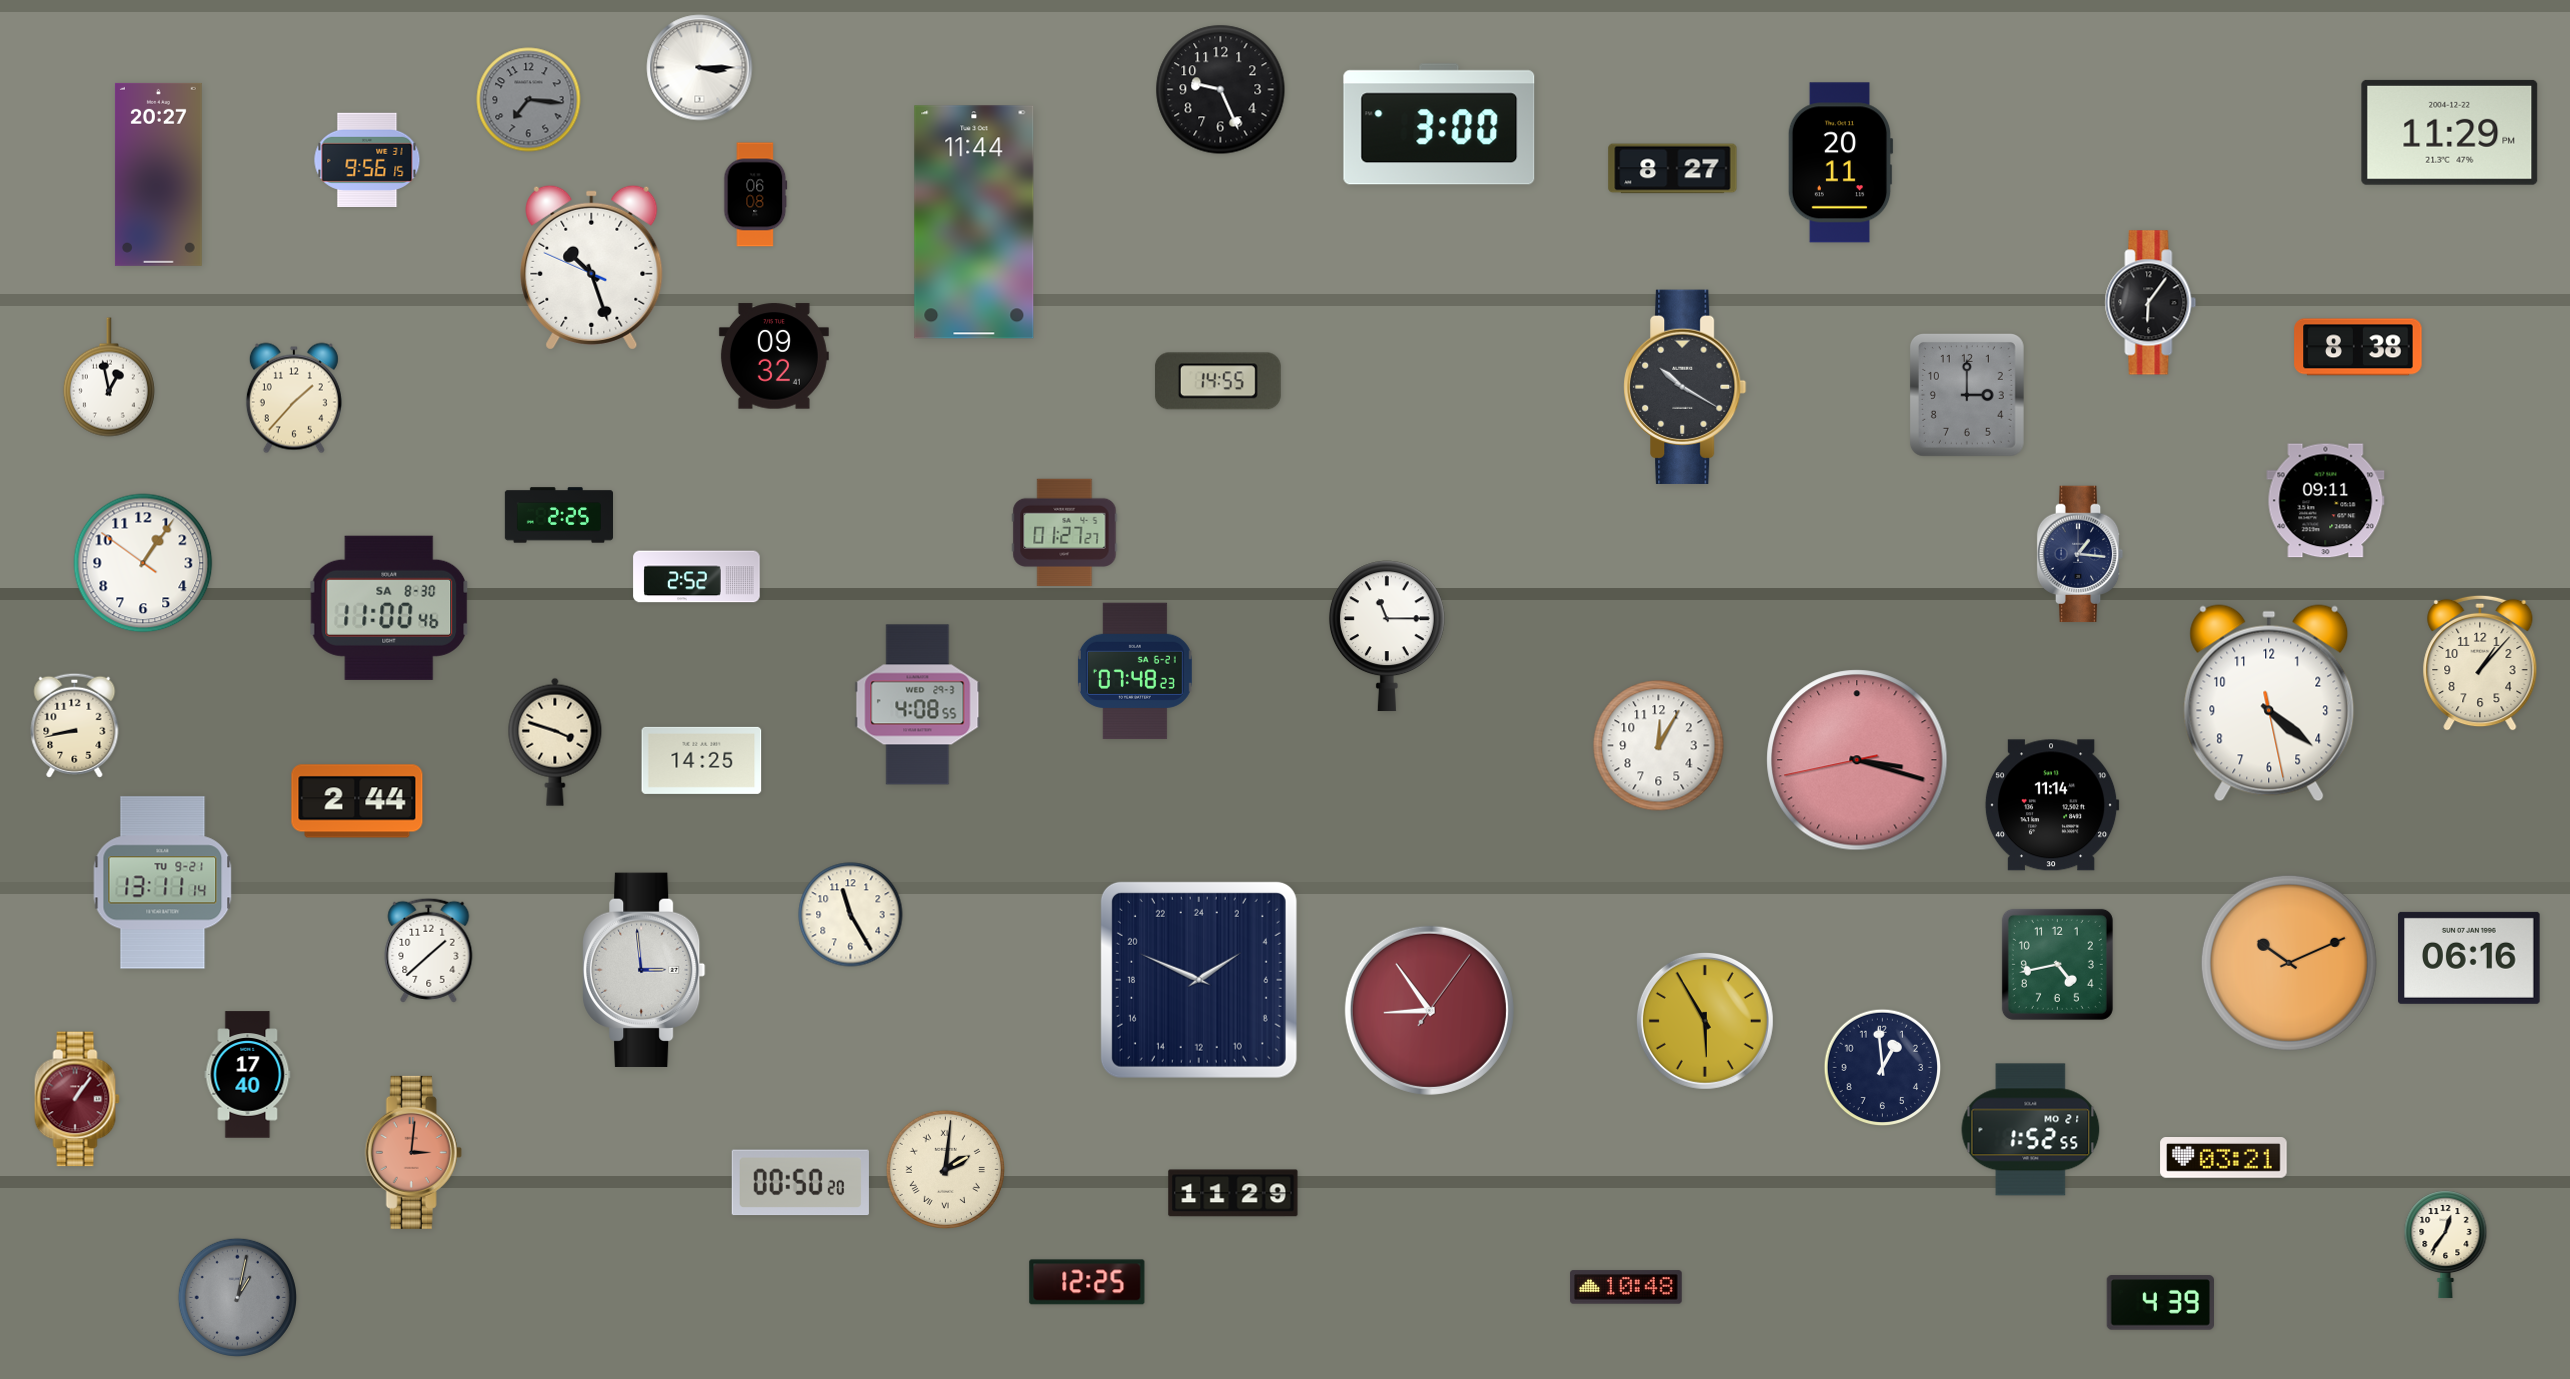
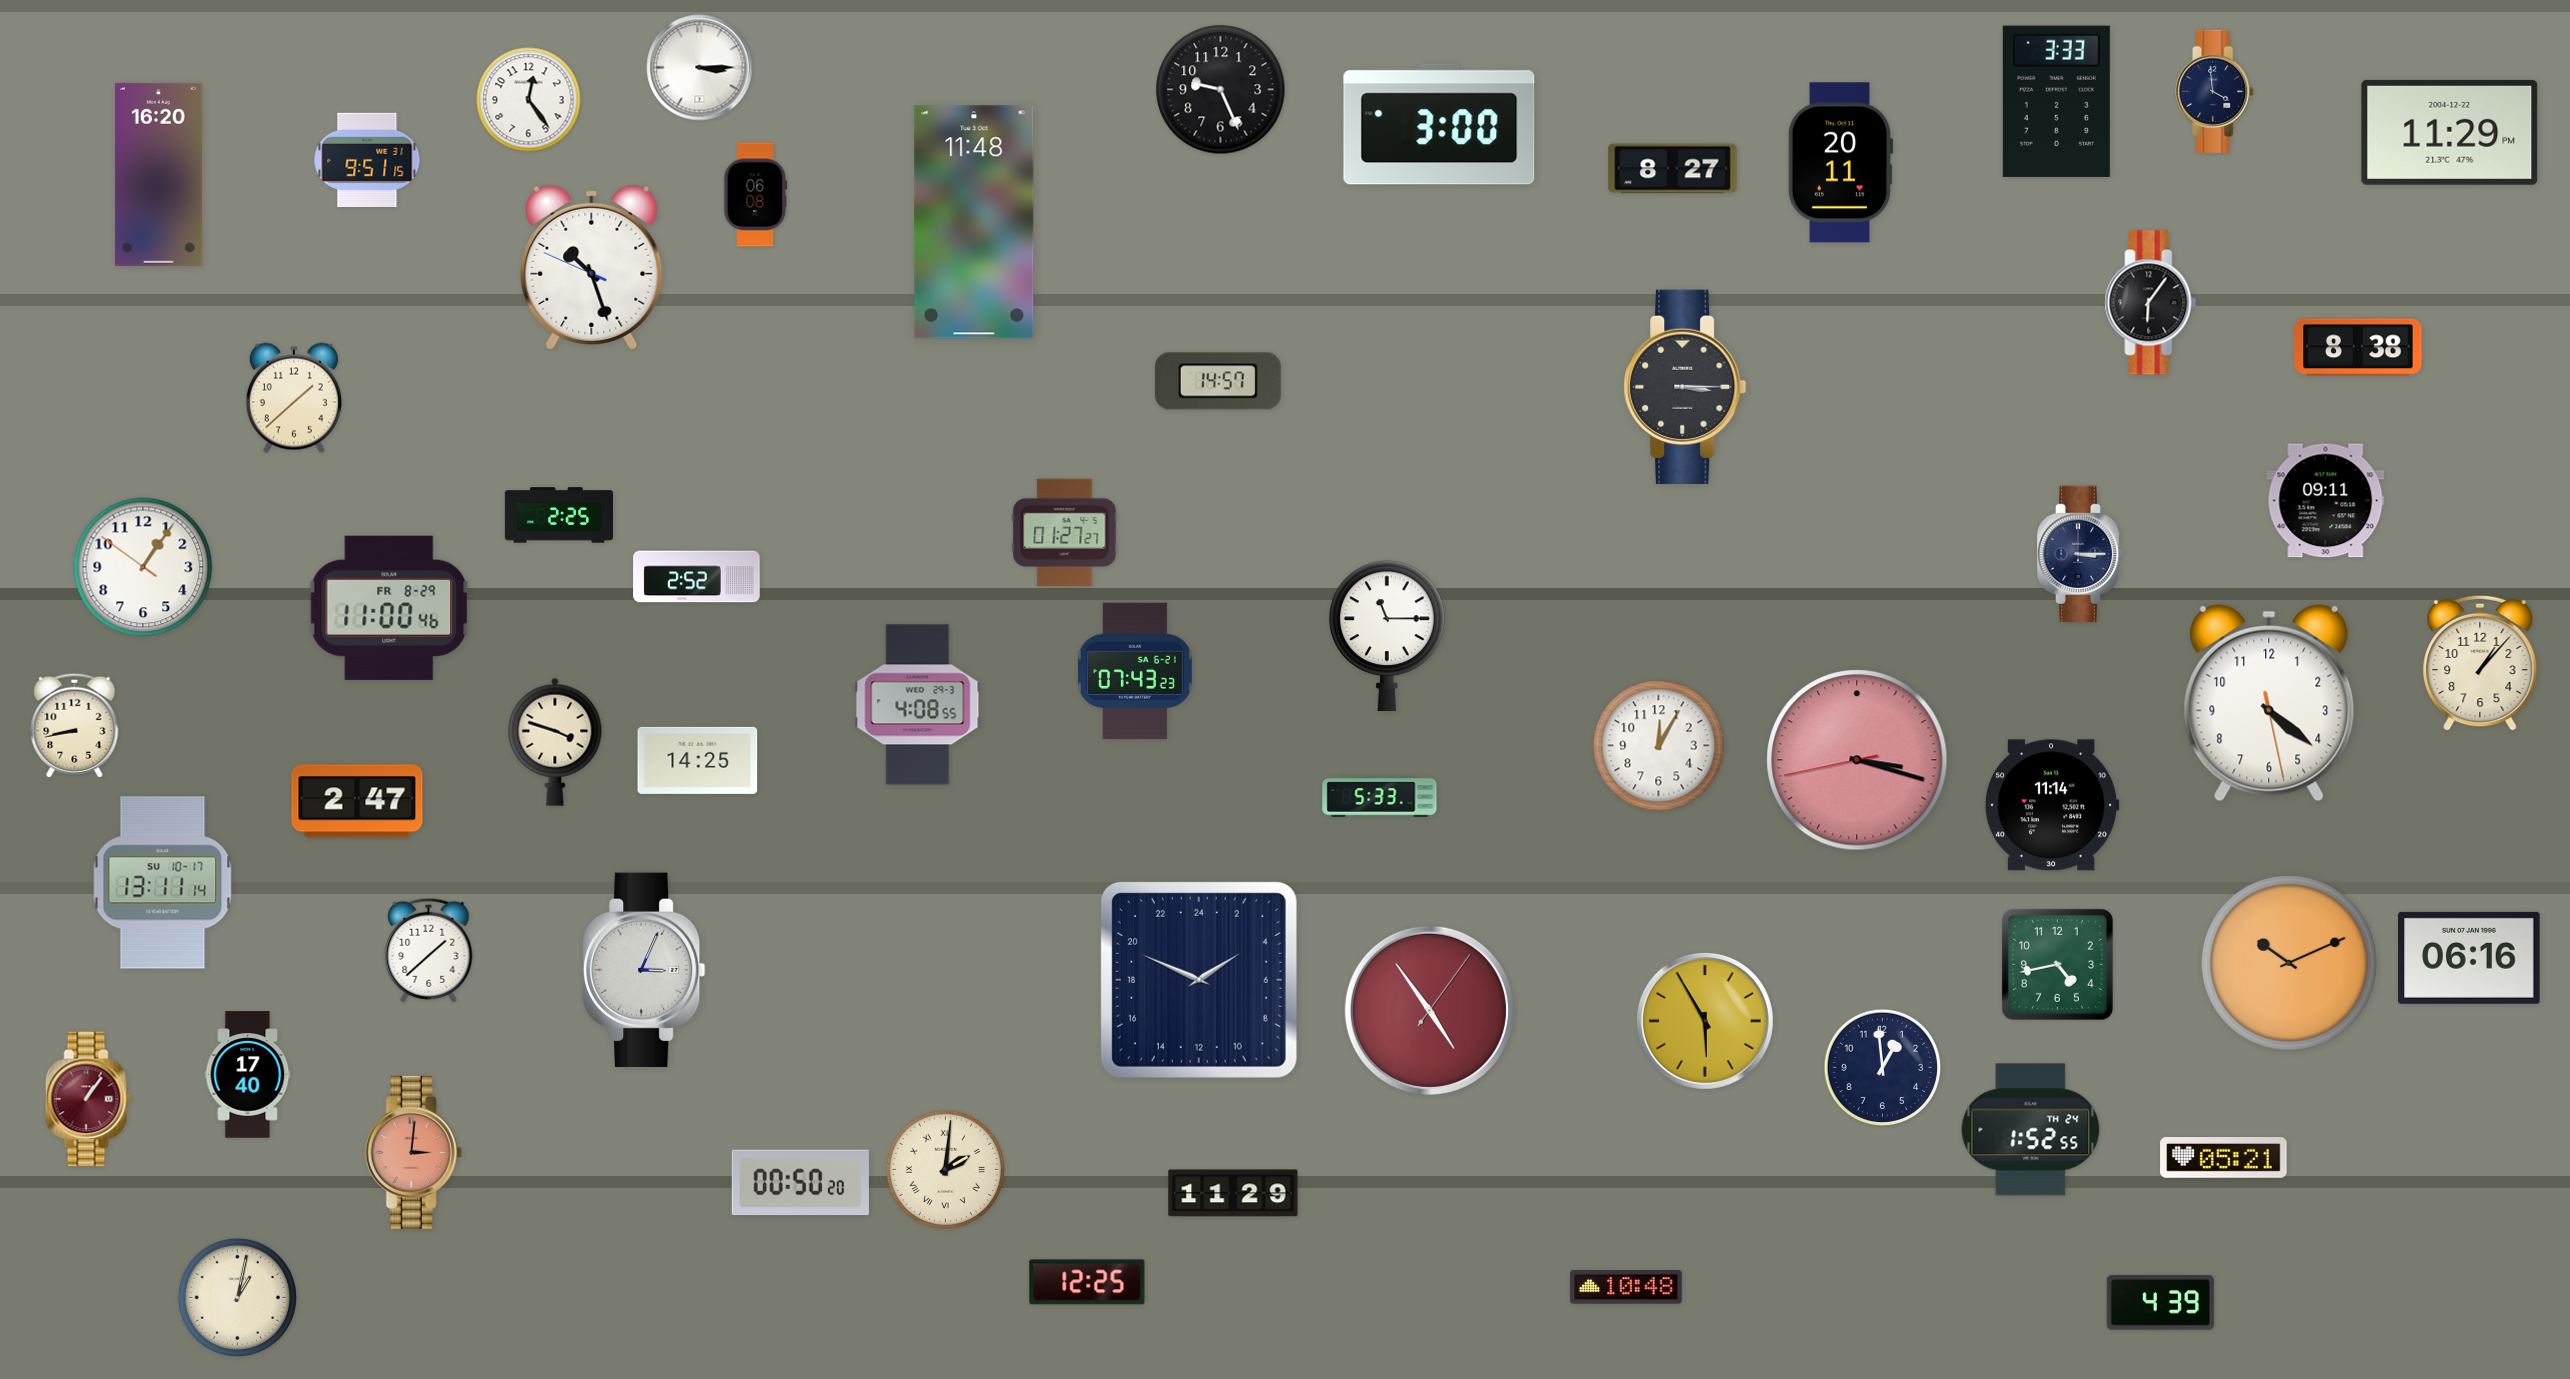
clock at (2215, 91): none -> 3:59
clock at (529, 100): 7:16 -> 12:24
clock at (529, 100) dial: grey -> white
clock at (2056, 101): none -> 3:33
clock at (367, 160): 9:56 -> 9:51
clock at (158, 174): 20:27 -> 16:20
clock at (974, 222): 11:44 -> 11:48
clock at (774, 356): 09:32 -> none
clock at (109, 377): 12:58 -> none
clock at (1218, 381): 14:55 -> 14:57
clock at (1685, 387): 10:20 -> 3:15
clock at (1967, 395): 3:00 -> none
clock at (294, 398): 1:37 -> 1:38
clock at (2080, 554): 1:16 -> 3:15
clock at (143, 563) position: (143, 563) -> (143, 567)
clock at (389, 608) date: SA 8-30 -> FR 8-29
clock at (1135, 671): 07:48 -> 07:43
clock at (702, 760) position: (702, 760) -> (698, 760)
clock at (1380, 797): none -> 5:33
clock at (357, 801): 2:44 -> 2:47
clock at (163, 883) date: TU 9-21 -> SU 10-17
clock at (851, 915): 11:25 -> none
clock at (644, 970): 2:59 -> 3:04
clock at (1429, 1010): 8:54 -> 4:54
clock at (77, 1099) position: (77, 1099) -> (88, 1099)
clock at (2031, 1130) date: MO 21 -> TH 24
clock at (2224, 1158): 03:21 -> 05:21
clock at (2446, 1245): 12:36 -> none
clock at (237, 1297) dial: grey -> cream
